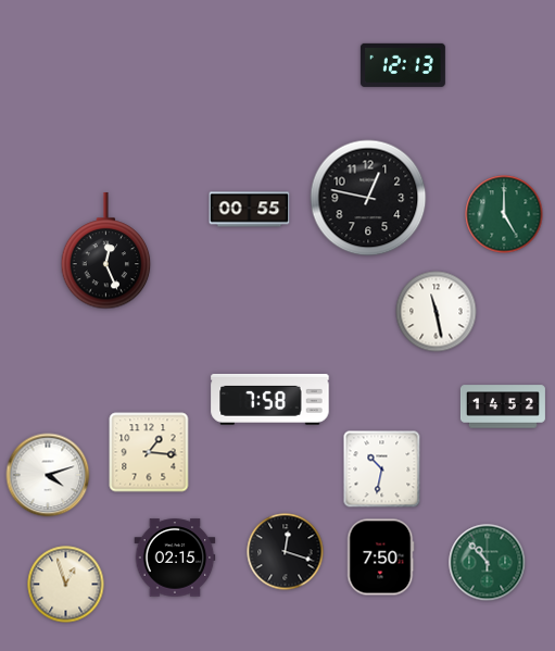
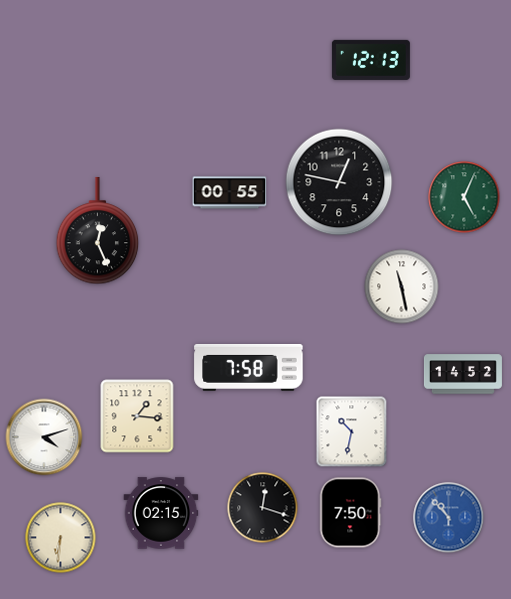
clock at (504, 214): 5:00 -> 5:04
clock at (488, 563) dial: green -> blue
clock at (66, 585): 12:57 -> 6:31
